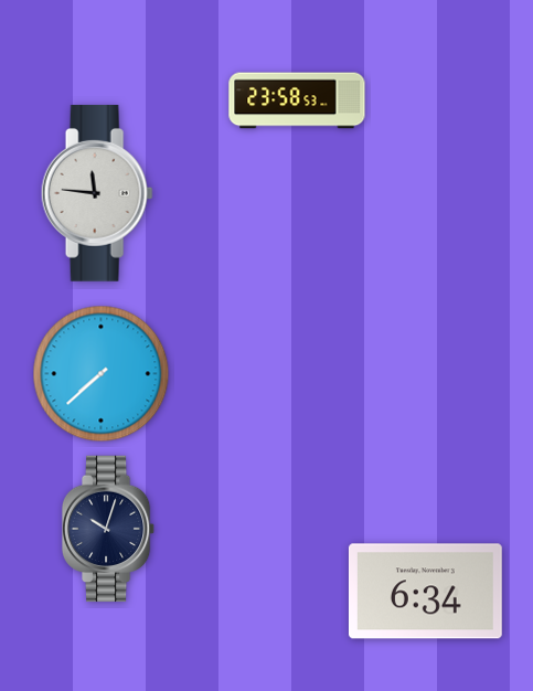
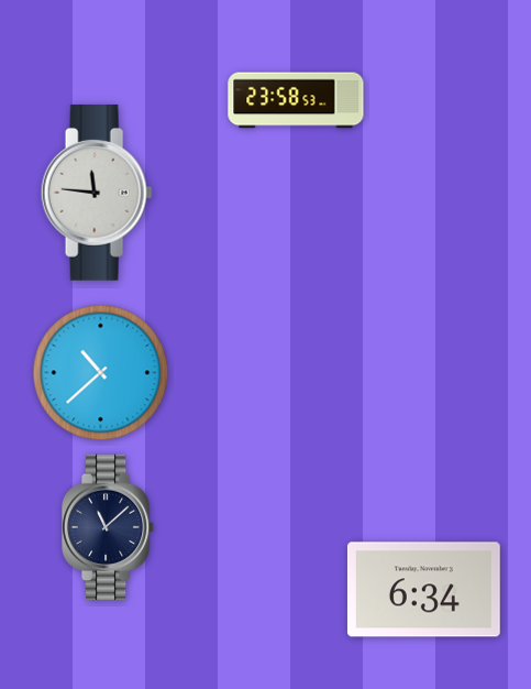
clock at (102, 374): 7:38 -> 10:38
clock at (108, 529): 10:03 -> 11:08
